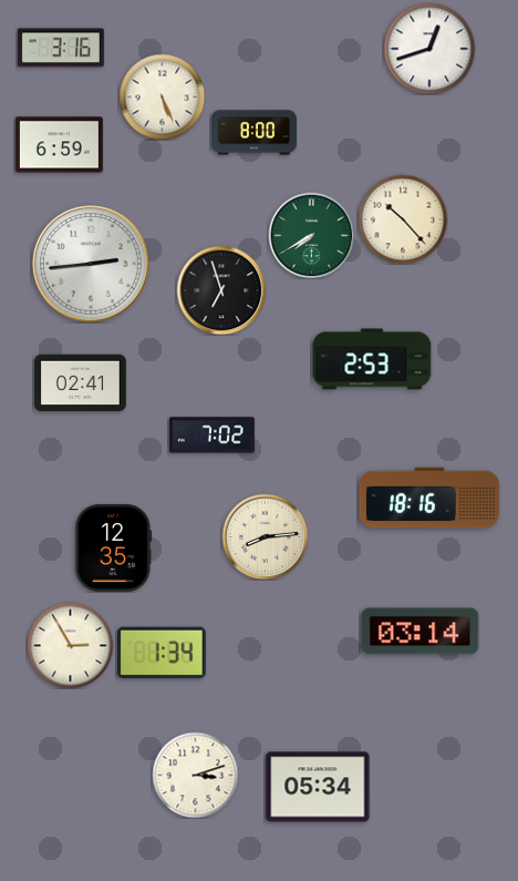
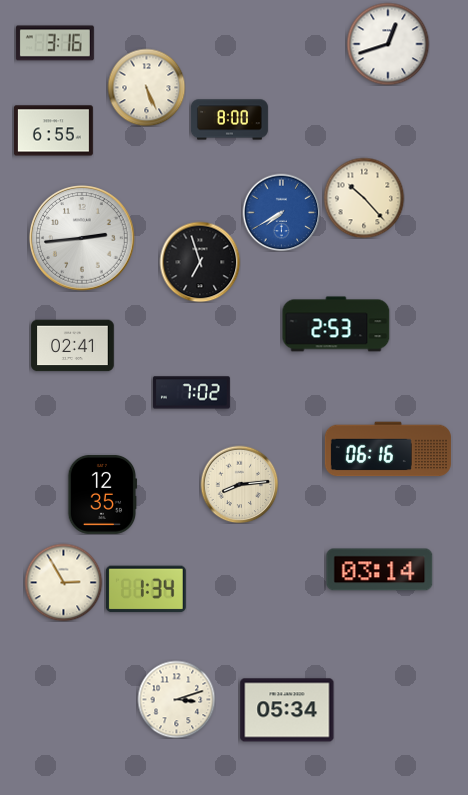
clock at (59, 145): 6:59 -> 6:55
clock at (311, 235) dial: green -> blue
clock at (429, 498): 18:16 -> 06:16
